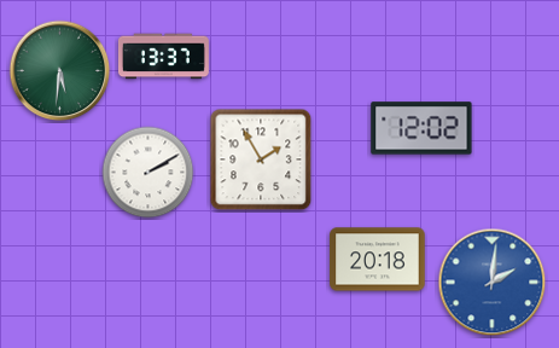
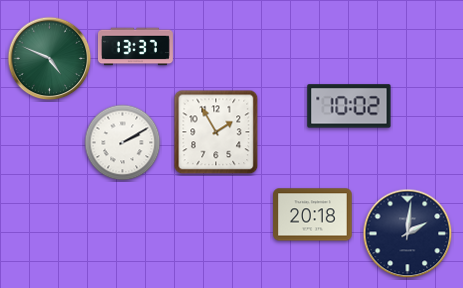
clock at (60, 71): 5:31 -> 4:49
clock at (421, 128): 12:02 -> 10:02
clock at (493, 283) dial: blue -> navy
